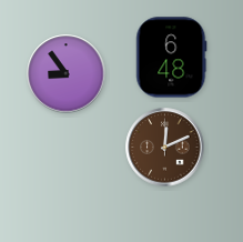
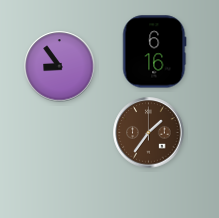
clock at (172, 58): 6:48 -> 6:16
clock at (165, 148): 12:11 -> 1:36
